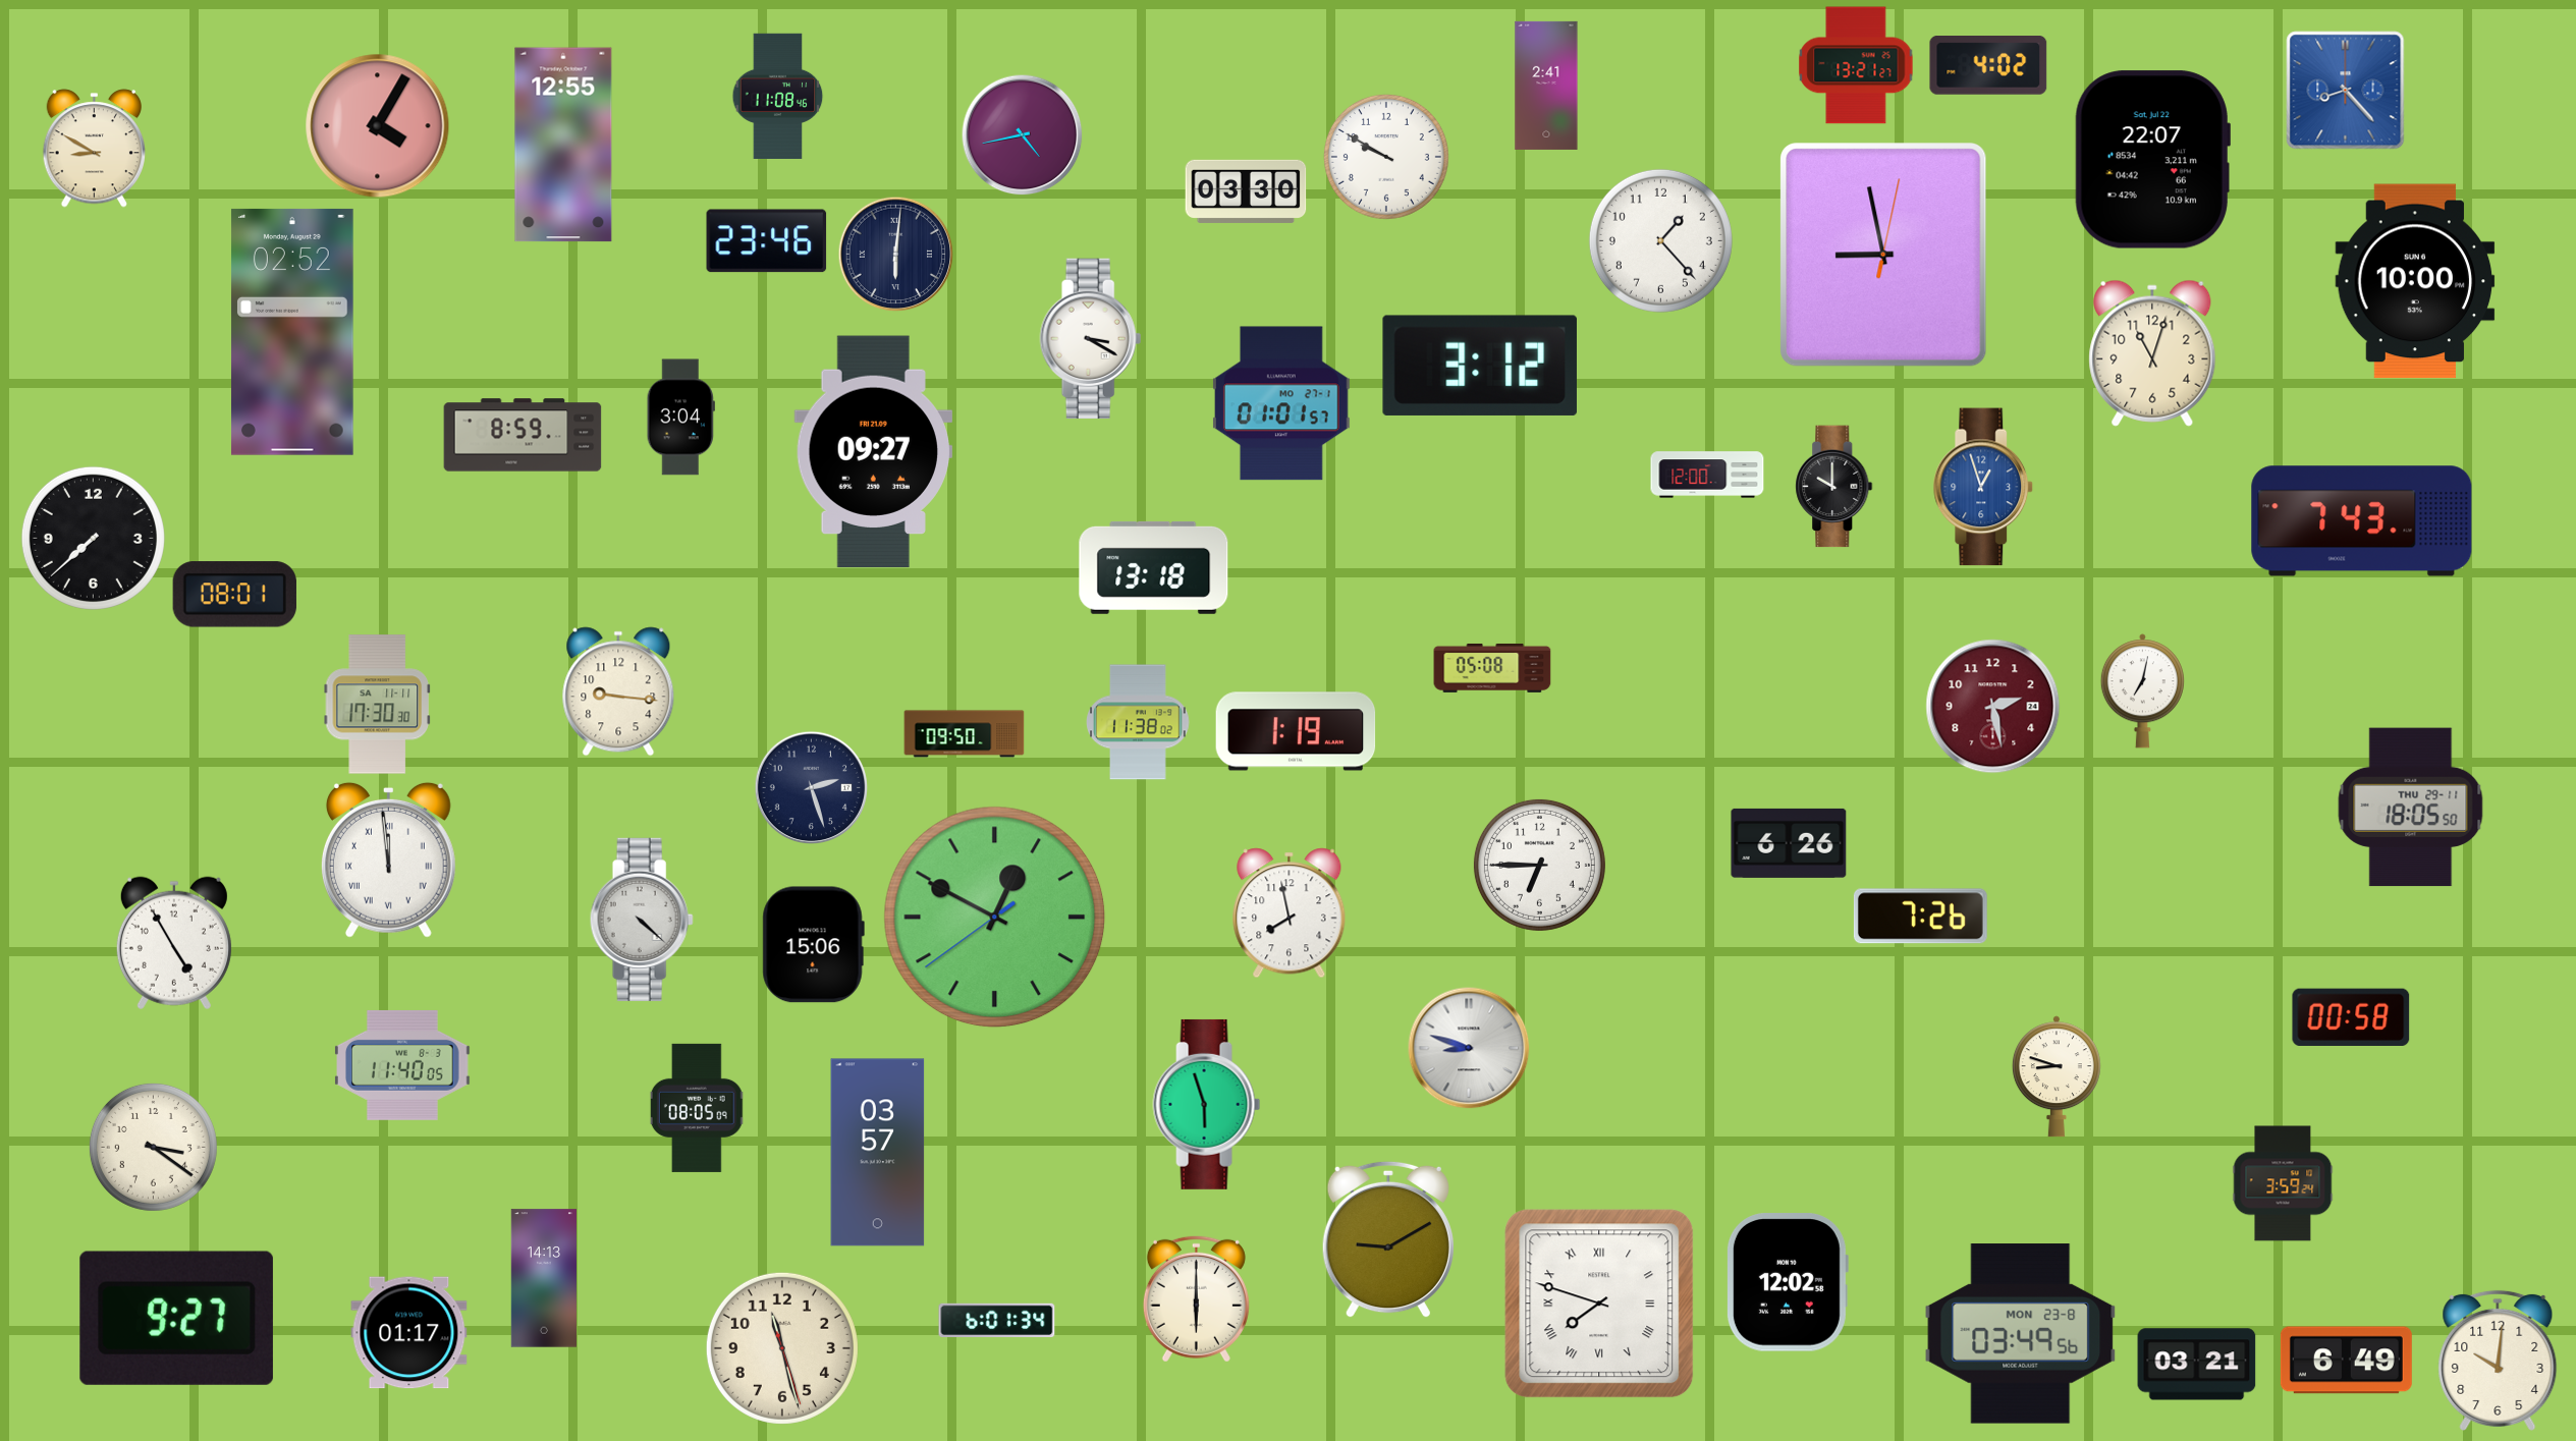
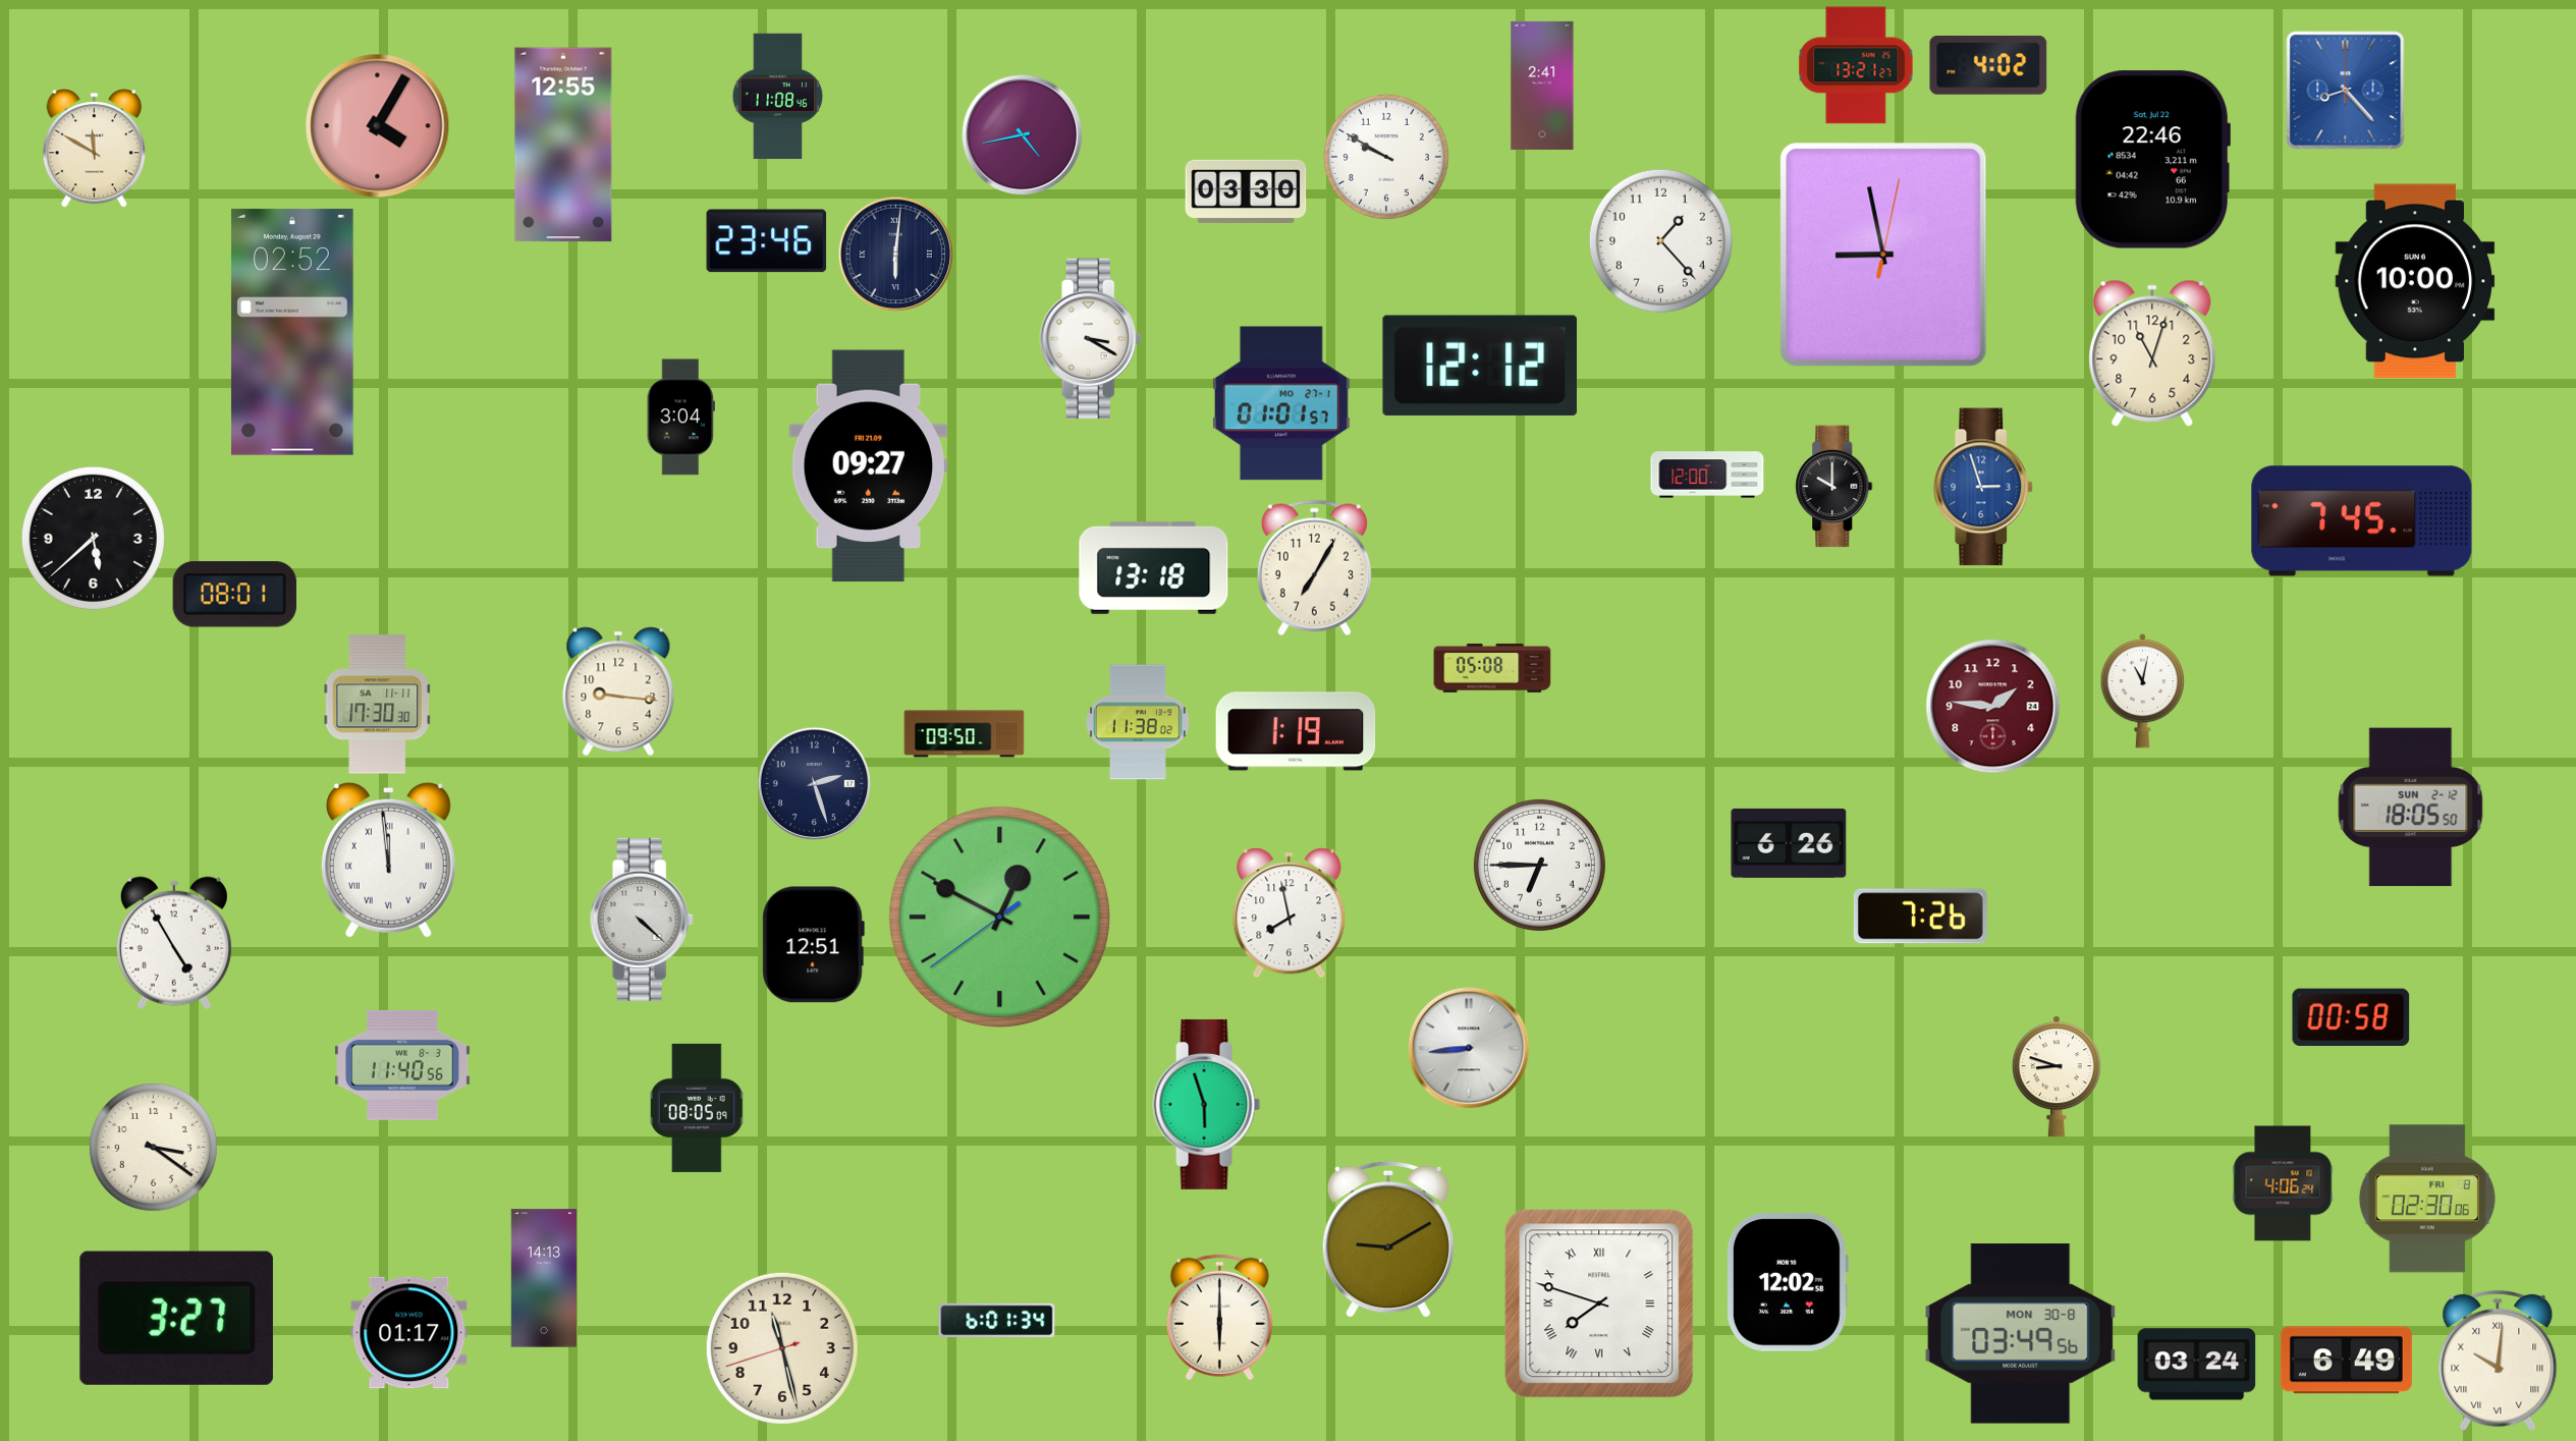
clock at (1546, 86) position: (1546, 86) -> (1542, 86)
clock at (94, 149): 8:50 -> 11:50
clock at (2152, 160): 22:07 -> 22:46
clock at (1480, 366): 3:12 -> 12:12
clock at (523, 435): 8:59 -> none
clock at (873, 452) position: (873, 452) -> (868, 466)
clock at (1983, 487): 12:57 -> 2:57
clock at (2362, 521): 7:43 -> 7:45
clock at (93, 538): 7:38 -> 5:38
clock at (1314, 568): none -> 7:05
clock at (2142, 691): 7:02 -> 11:02
clock at (1993, 707): 2:28 -> 1:46
clock at (811, 787) position: (811, 787) -> (814, 783)
clock at (2411, 808) date: THU 29-11 -> SUN 2-12
clock at (995, 918) position: (995, 918) -> (1000, 918)
clock at (813, 945): 15:06 -> 12:51
clock at (1469, 1048): 8:48 -> 8:44
clock at (403, 1065): 11:40:05 -> 11:40:56
clock at (878, 1153): 03:57 -> none
clock at (2283, 1183): 3:59 -> 4:06
clock at (2427, 1199): none -> 02:30
clock at (1196, 1298) position: (1196, 1298) -> (1219, 1317)
clock at (176, 1318): 9:27 -> 3:27
clock at (2021, 1334) date: MON 23-8 -> MON 30-8
clock at (782, 1348): 11:27:27 -> 11:27:42
clock at (2498, 1361) numerals: Arabic -> Roman
clock at (2197, 1365): 03:21 -> 03:24
